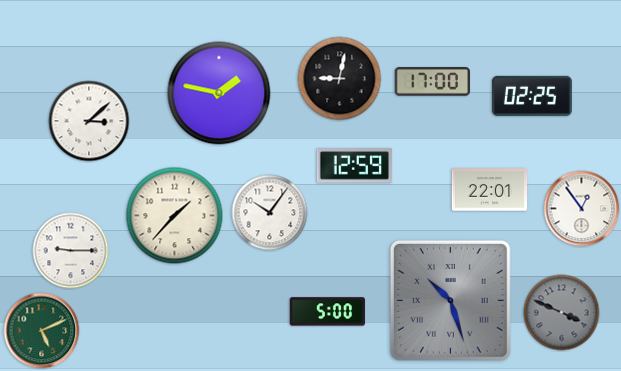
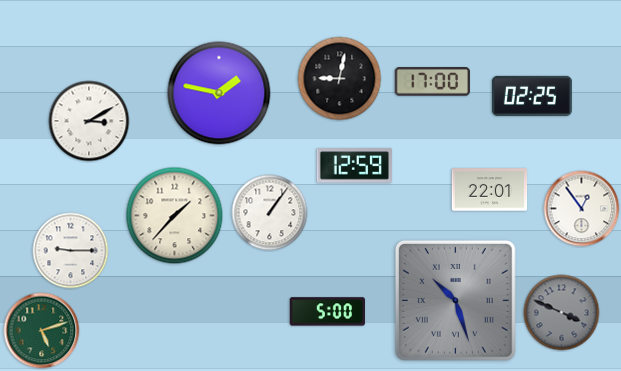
clock at (89, 121): 3:08 -> 3:10
clock at (270, 213): 10:06 -> 1:06
clock at (450, 300) position: (450, 300) -> (455, 300)
clock at (42, 331): 5:11 -> 5:12
